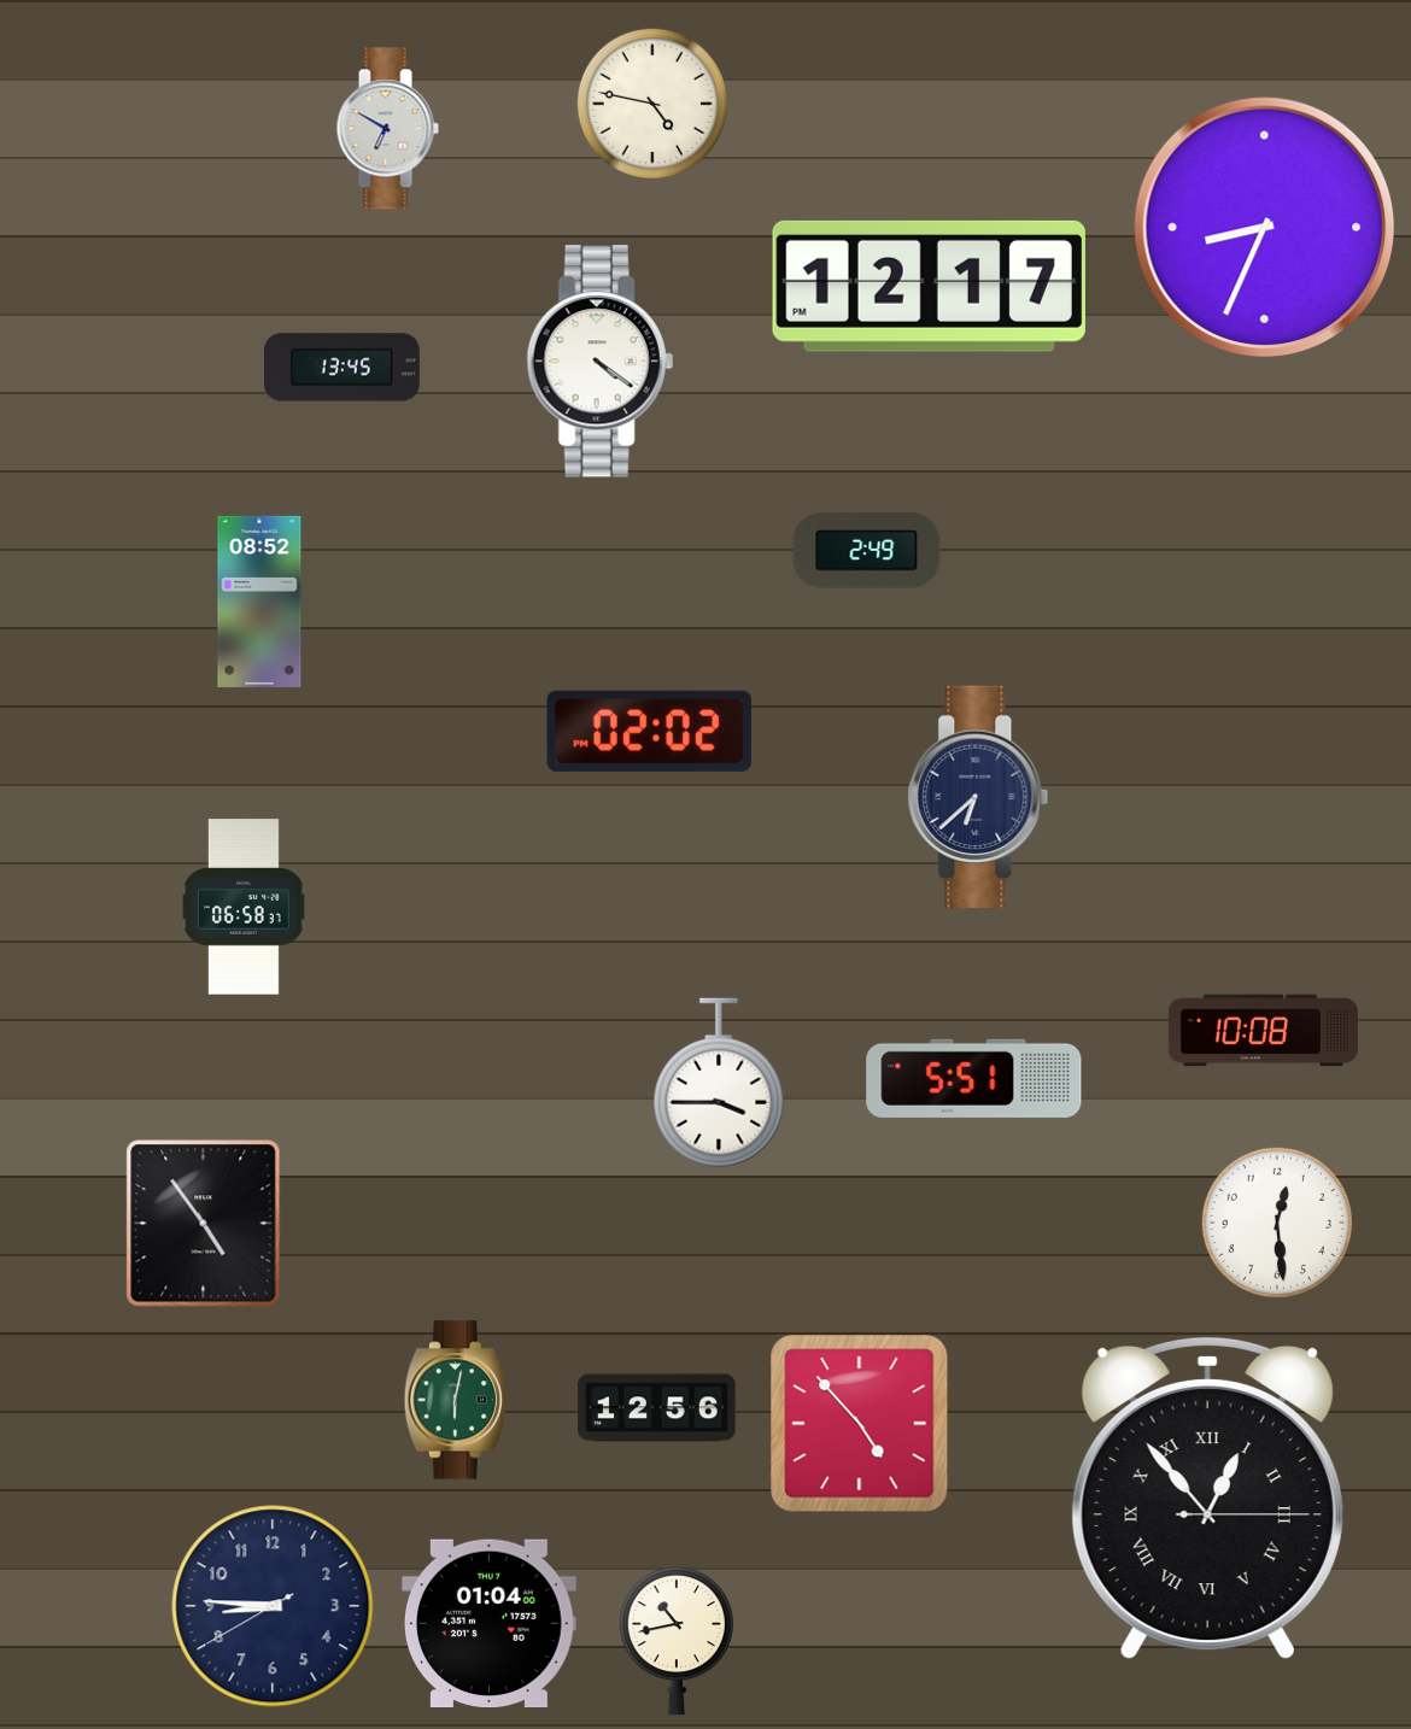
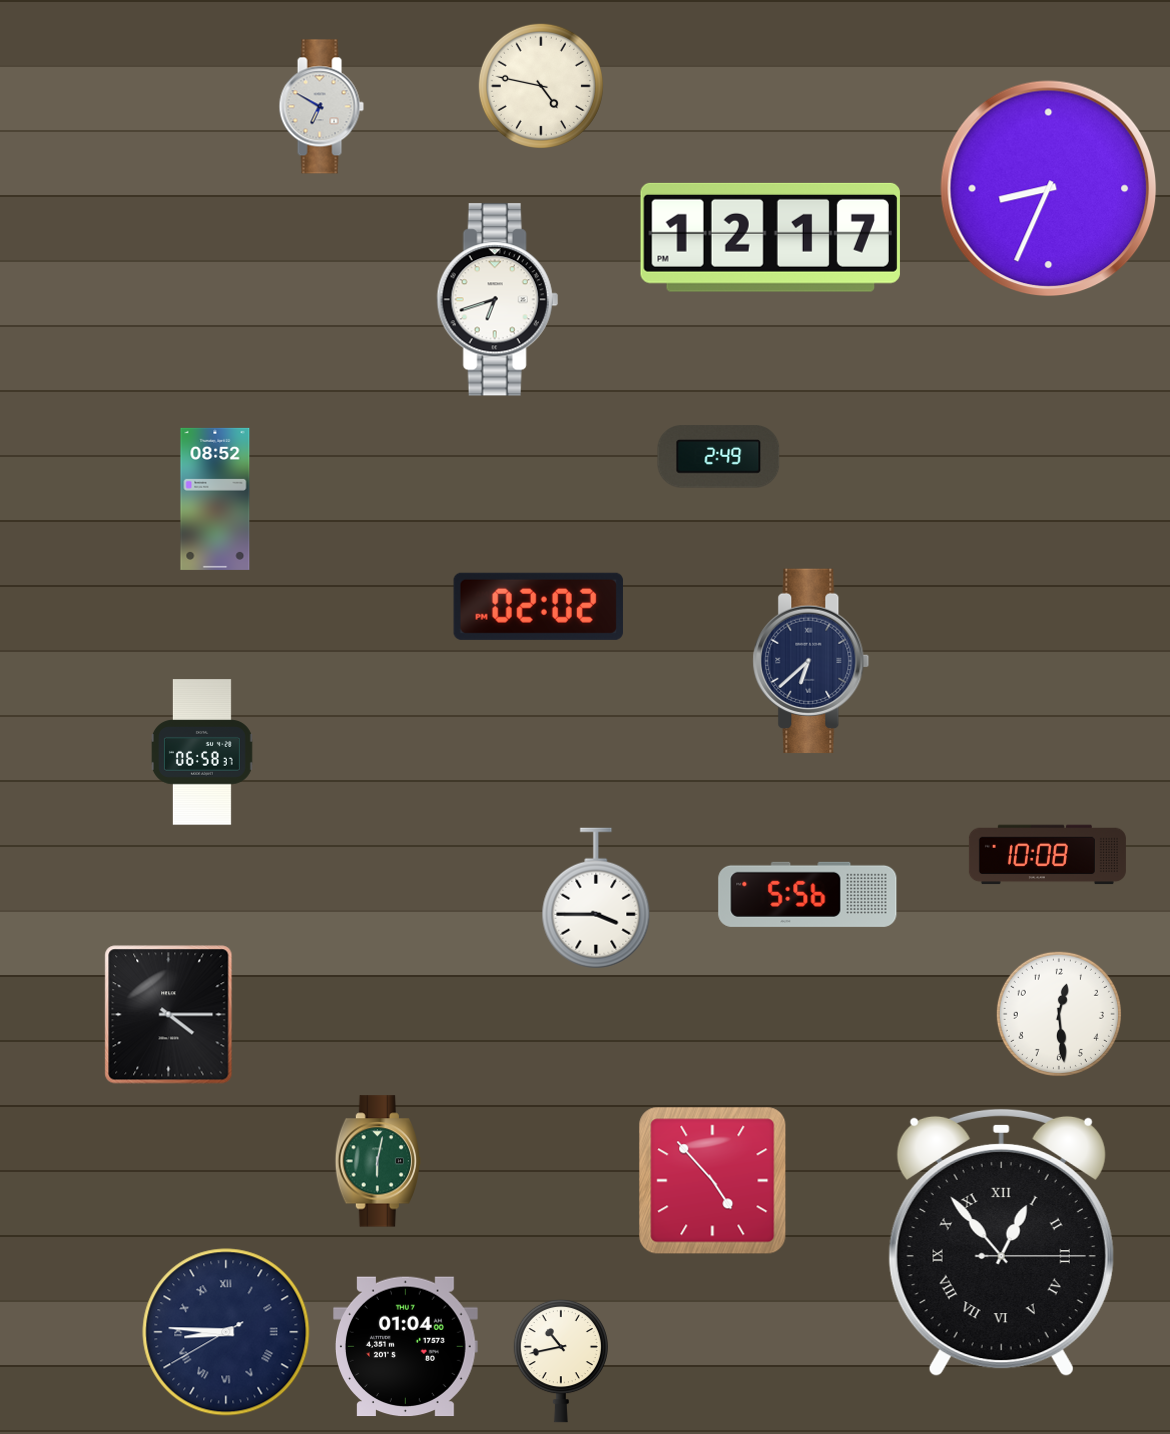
clock at (599, 362): 4:21 -> 6:42
clock at (341, 368): 13:45 -> none
clock at (974, 1078): 5:51 -> 5:56
clock at (204, 1224): 4:54 -> 4:15
clock at (657, 1408): 12:56 -> none
clock at (273, 1606) numerals: Arabic -> Roman
